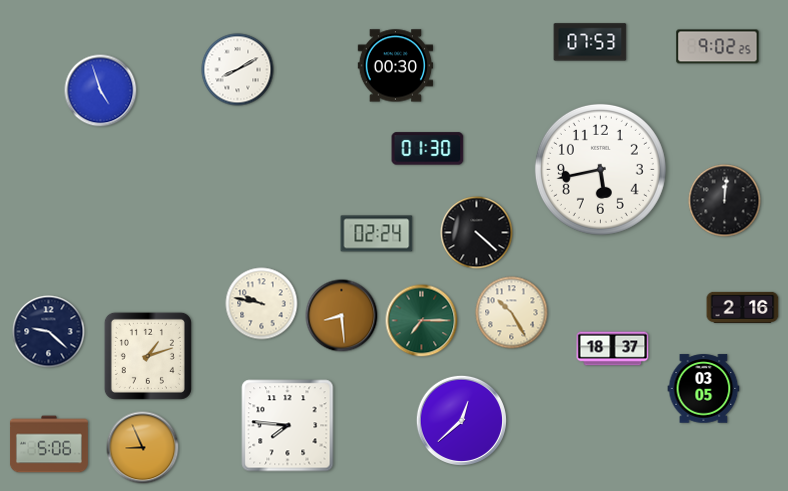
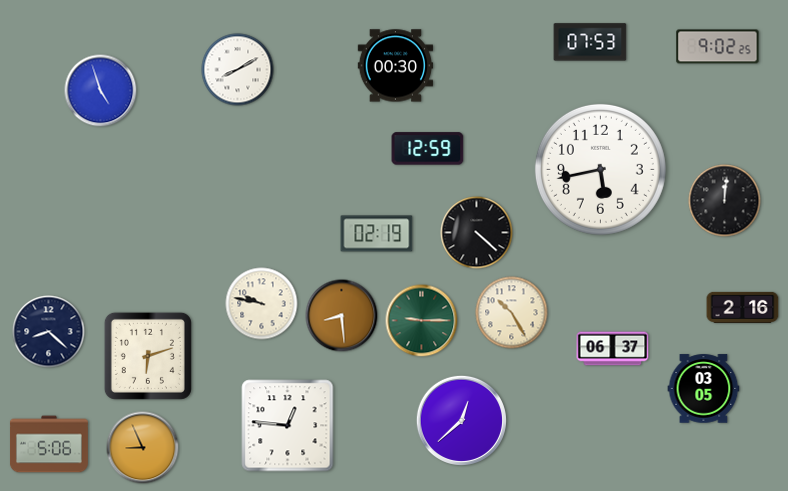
clock at (428, 149): 01:30 -> 12:59
clock at (377, 234): 02:24 -> 02:19
clock at (422, 321): 7:15 -> 9:15
clock at (49, 332): 9:22 -> 8:22
clock at (613, 349): 18:37 -> 06:37
clock at (148, 356): 1:12 -> 6:12
clock at (288, 426): 7:46 -> 12:46
